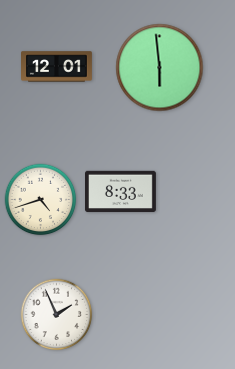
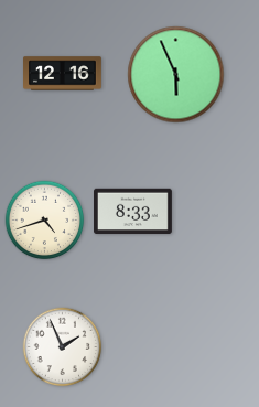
clock at (57, 67): 12:01 -> 12:16
clock at (160, 68): 5:59 -> 5:56
